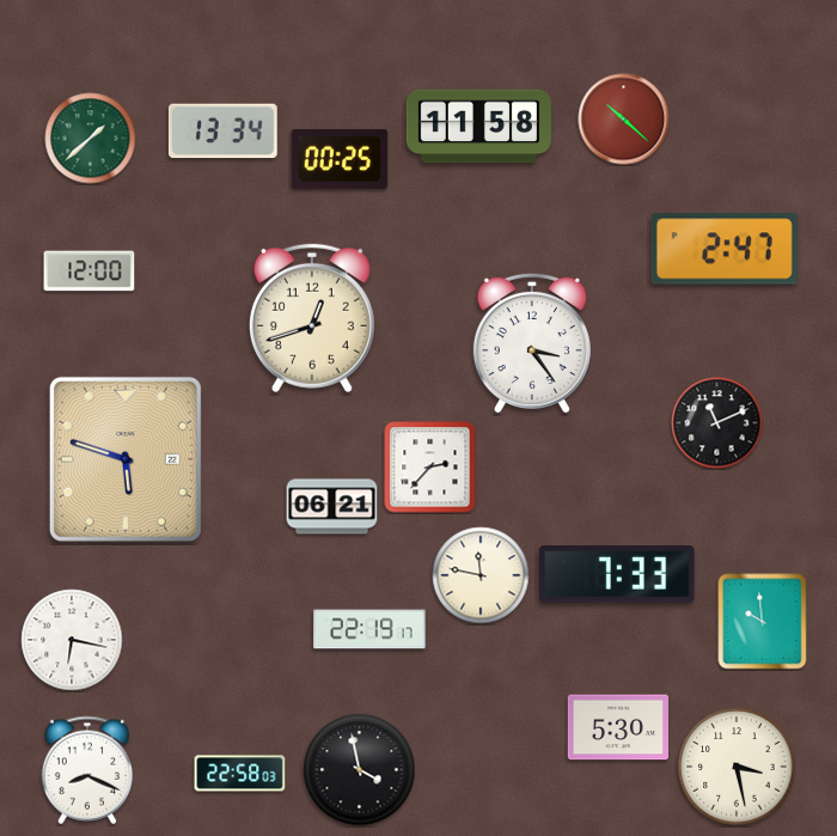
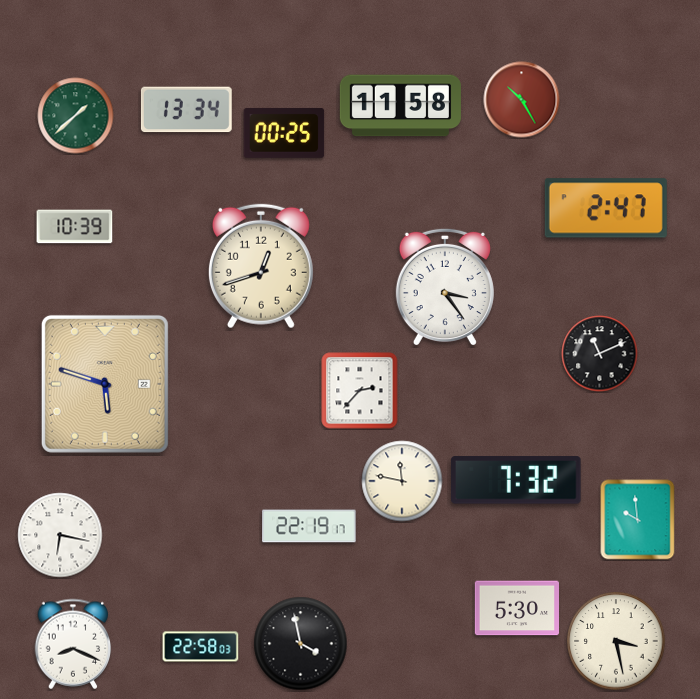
clock at (624, 120): 10:22 -> 10:25
clock at (90, 271): 12:00 -> 10:39
clock at (332, 507): 06:21 -> none
clock at (617, 574): 7:33 -> 7:32
